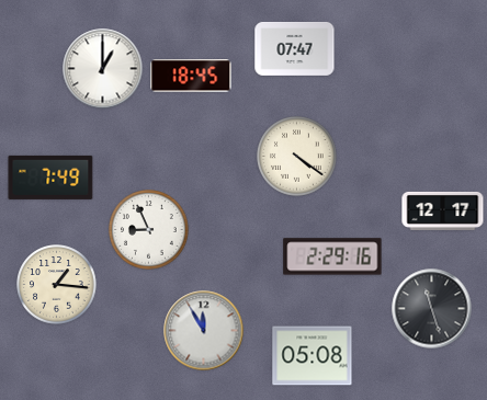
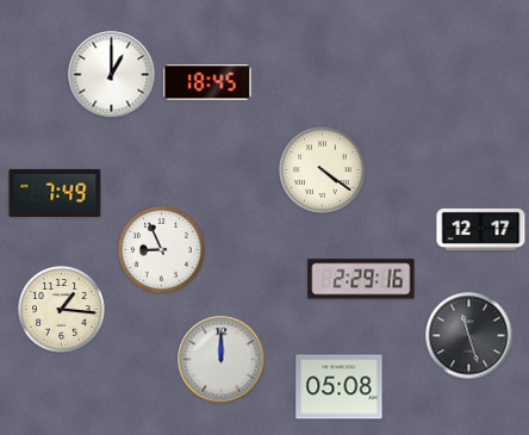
clock at (295, 48): 07:47 -> none
clock at (204, 331): 11:55 -> 12:00
